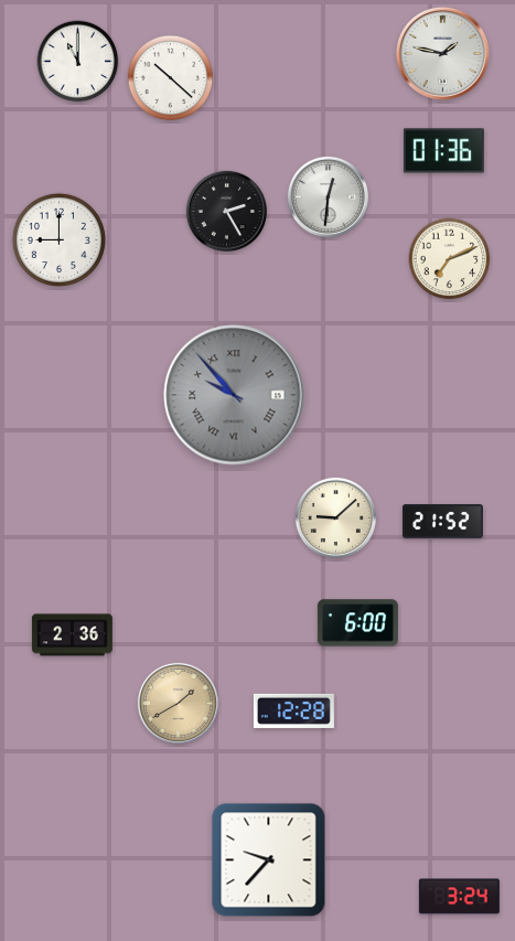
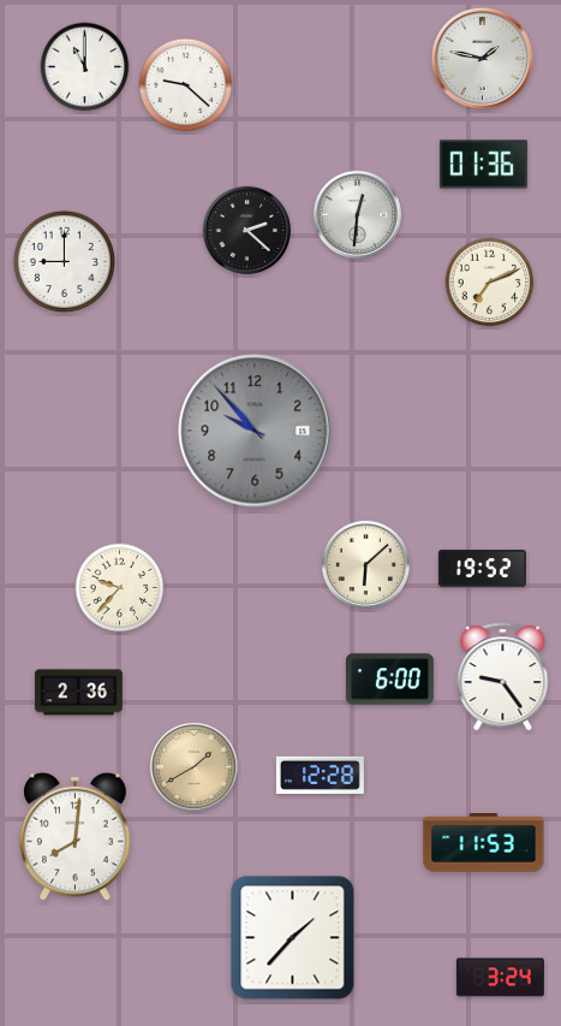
clock at (171, 78): 10:22 -> 9:22
clock at (226, 211): 2:25 -> 2:22
clock at (234, 395) numerals: Roman -> Arabic
clock at (335, 517): 9:08 -> 6:08
clock at (442, 522): 21:52 -> 19:52
clock at (120, 588): none -> 9:37
clock at (503, 677): none -> 9:24
clock at (76, 836): none -> 8:01
clock at (484, 843): none -> 11:53
clock at (269, 860): 9:37 -> 1:37
